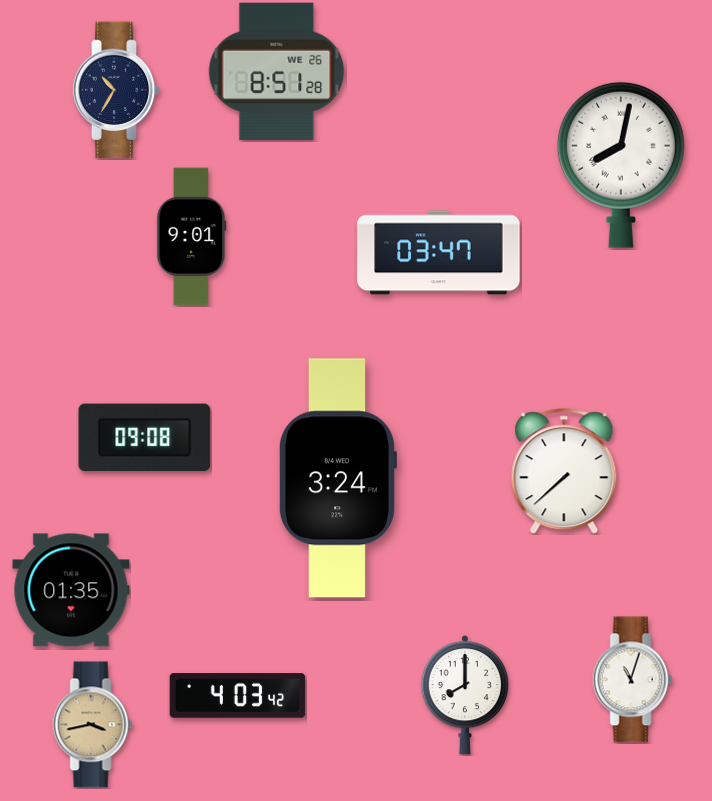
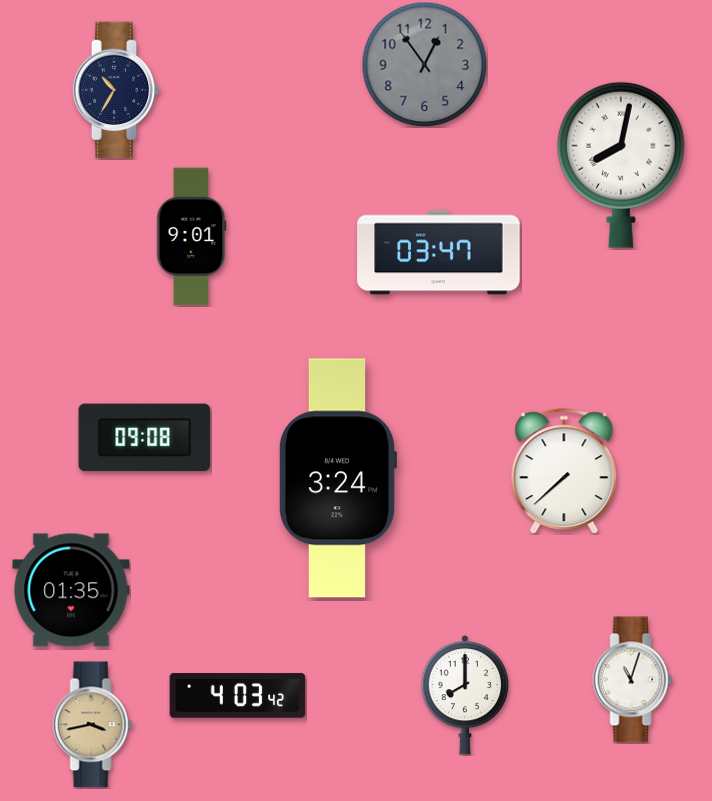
clock at (424, 64): none -> 12:54
clock at (277, 72): 8:51 -> none
